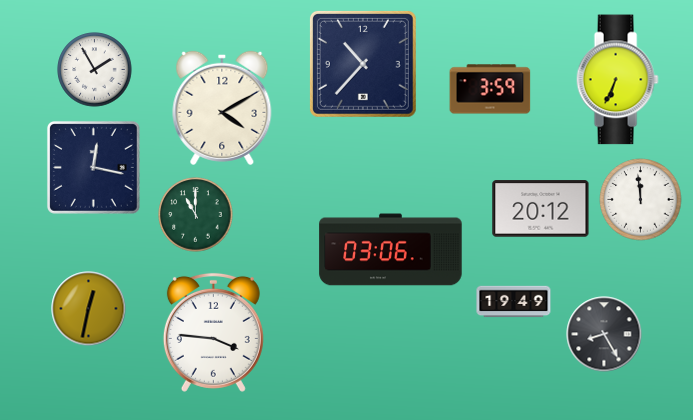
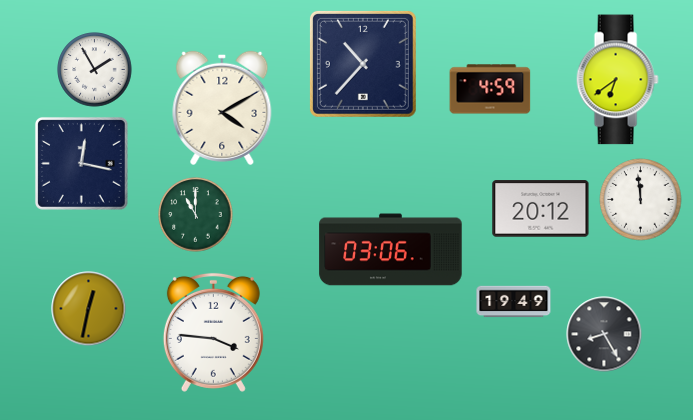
clock at (617, 80): 6:34 -> 6:39
clock at (490, 89): 3:59 -> 4:59
clock at (93, 167) position: (93, 167) -> (81, 163)
